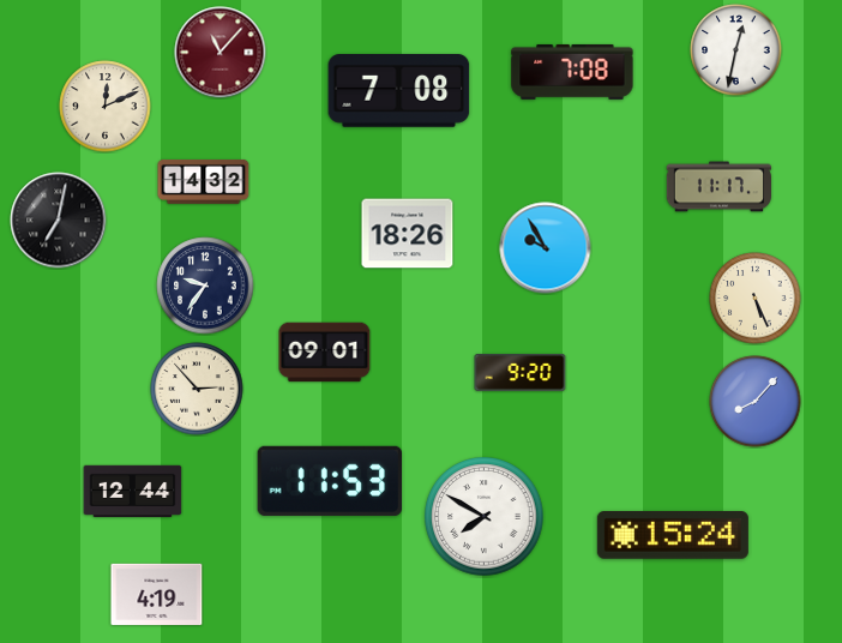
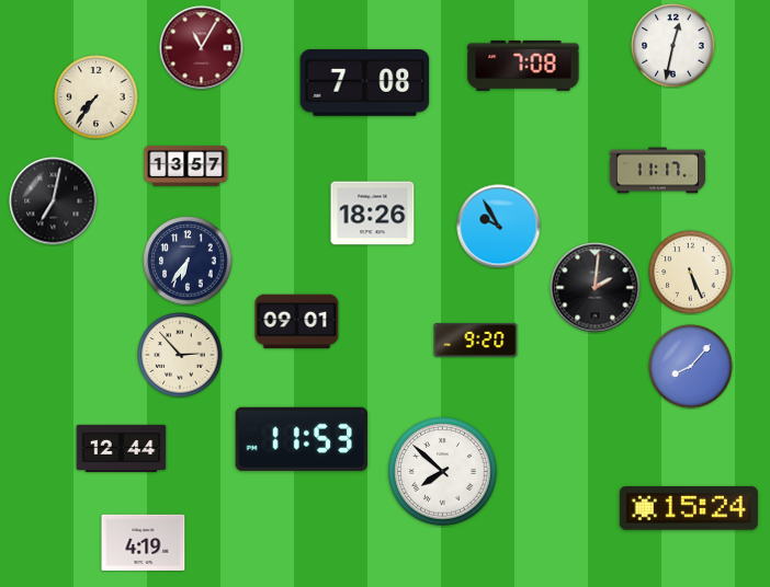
clock at (221, 53): 11:07 -> 11:05
clock at (106, 107): 12:11 -> 7:36
clock at (204, 182): 14:32 -> 13:57
clock at (205, 286): 9:36 -> 6:36
clock at (596, 288): none -> 2:01
clock at (485, 517): 7:50 -> 7:52
clock at (673, 535) position: (673, 535) -> (689, 508)
